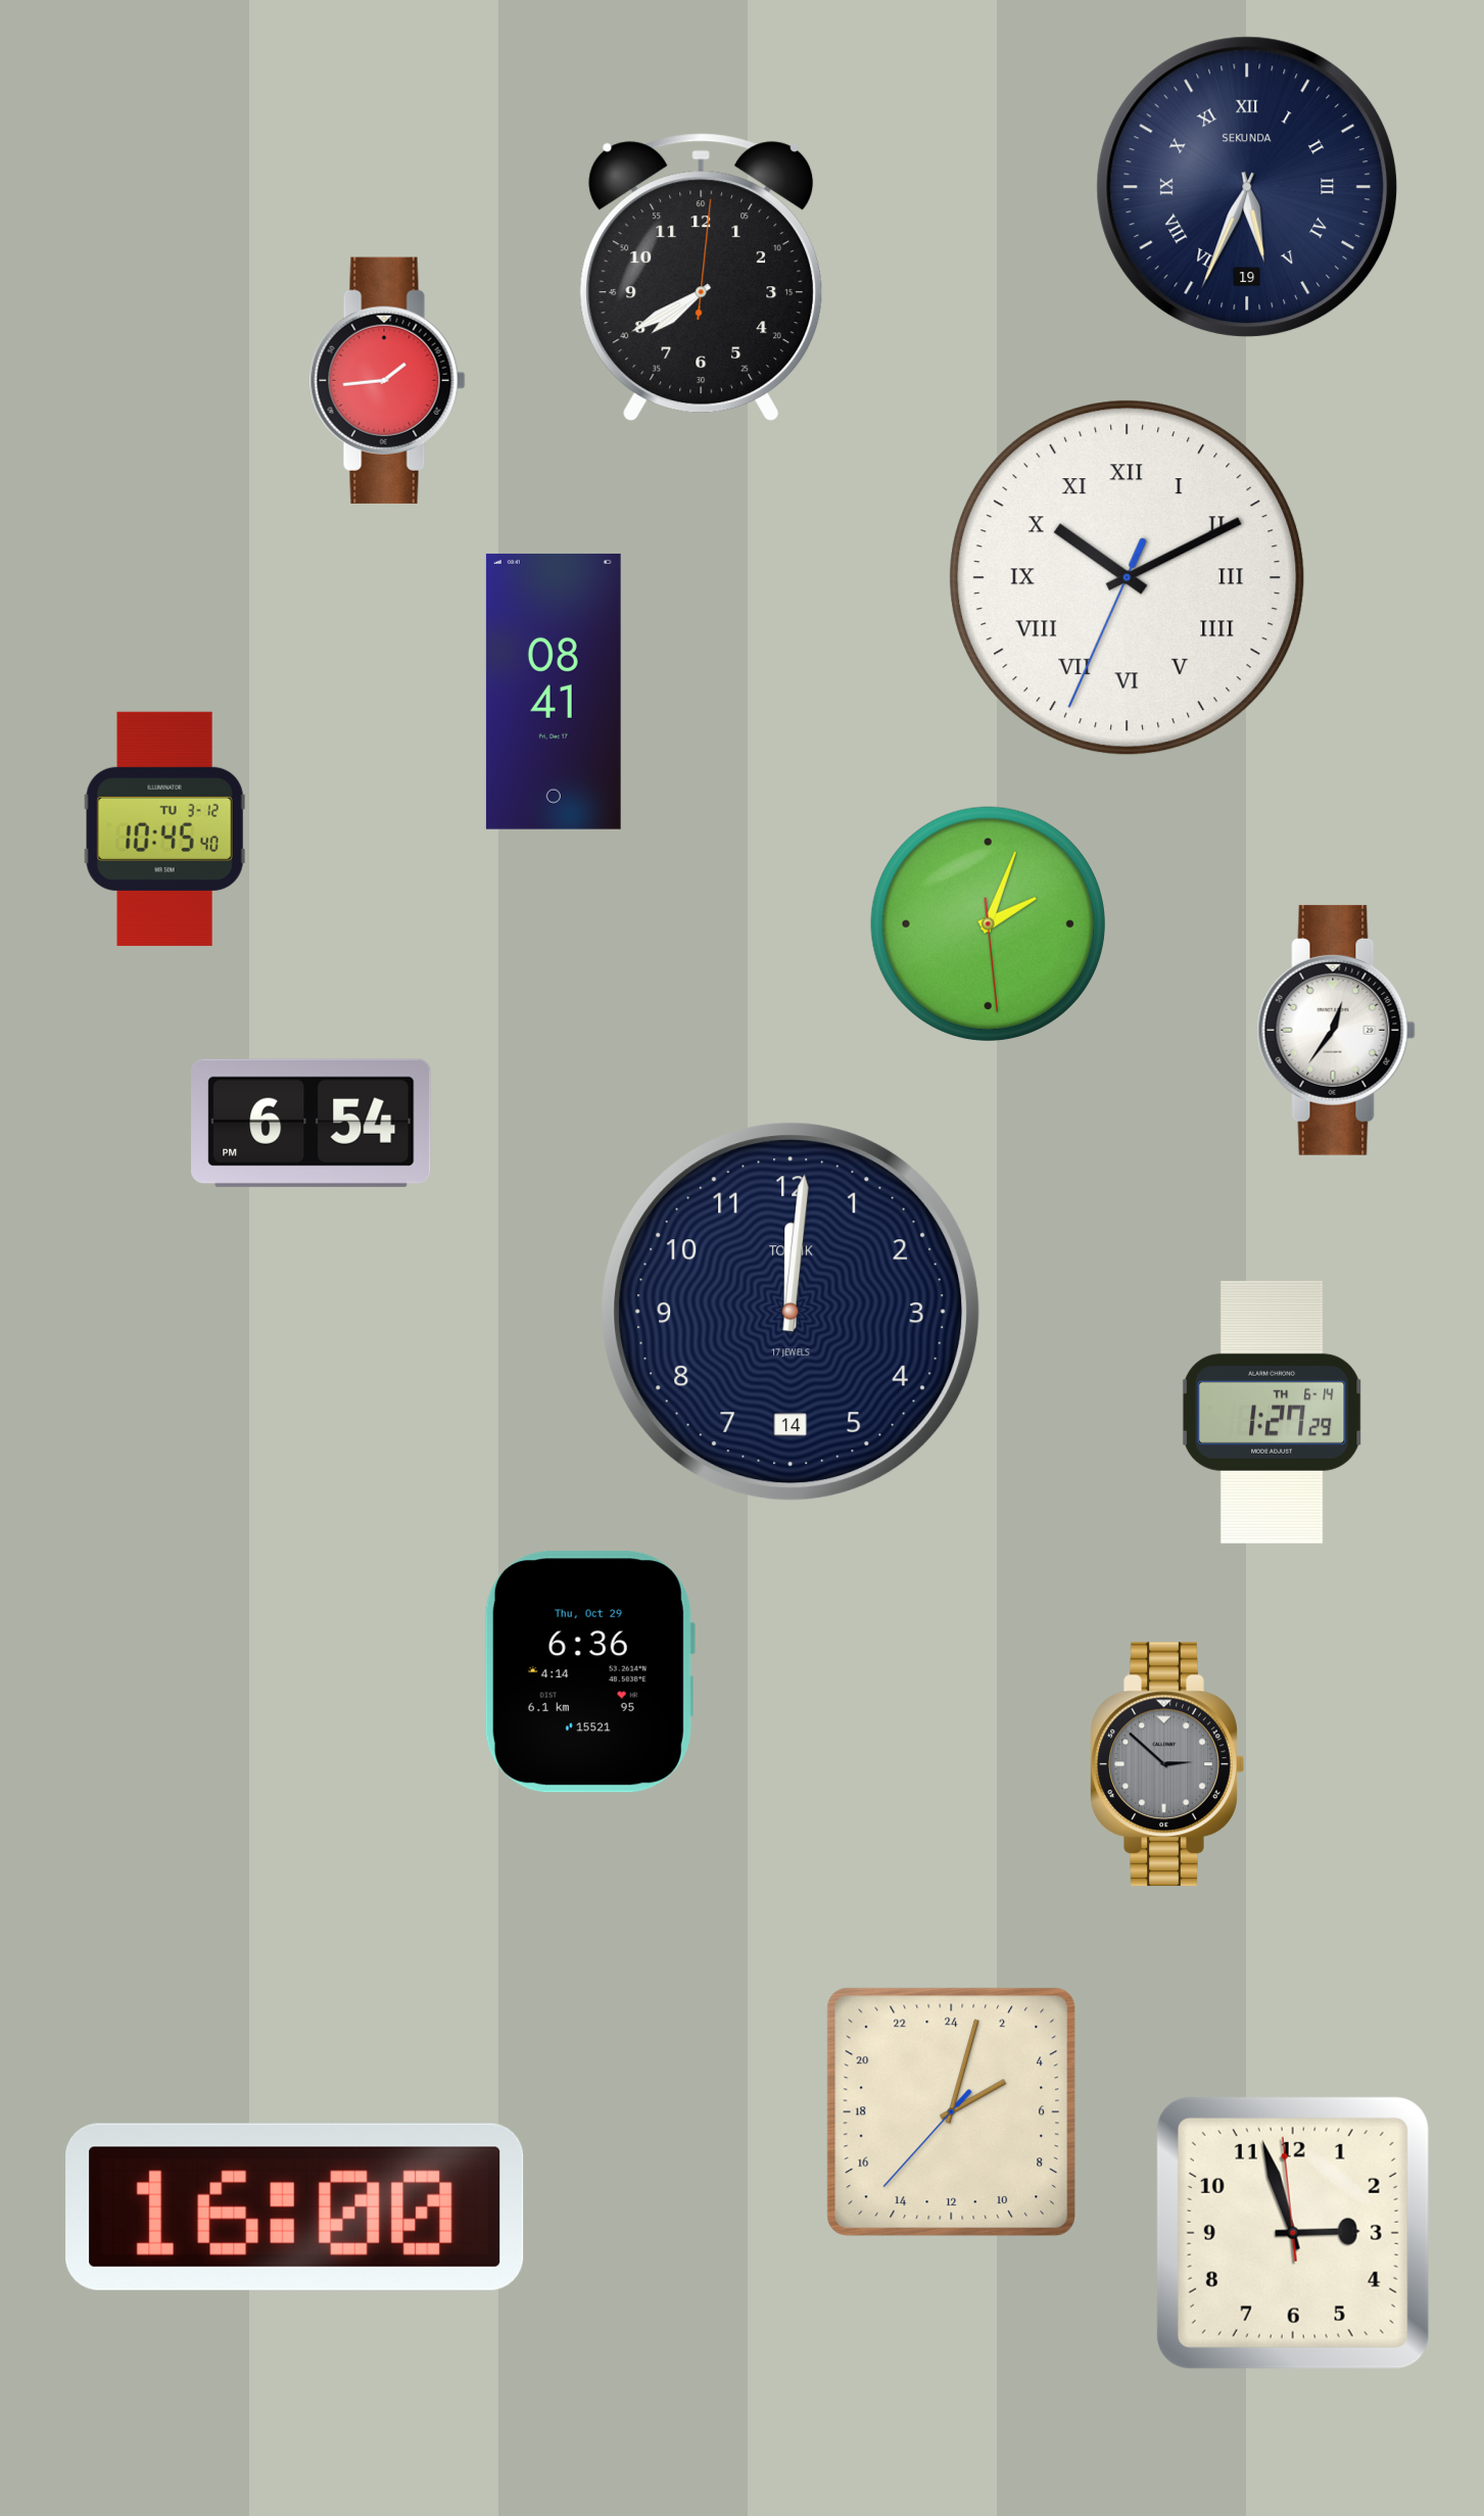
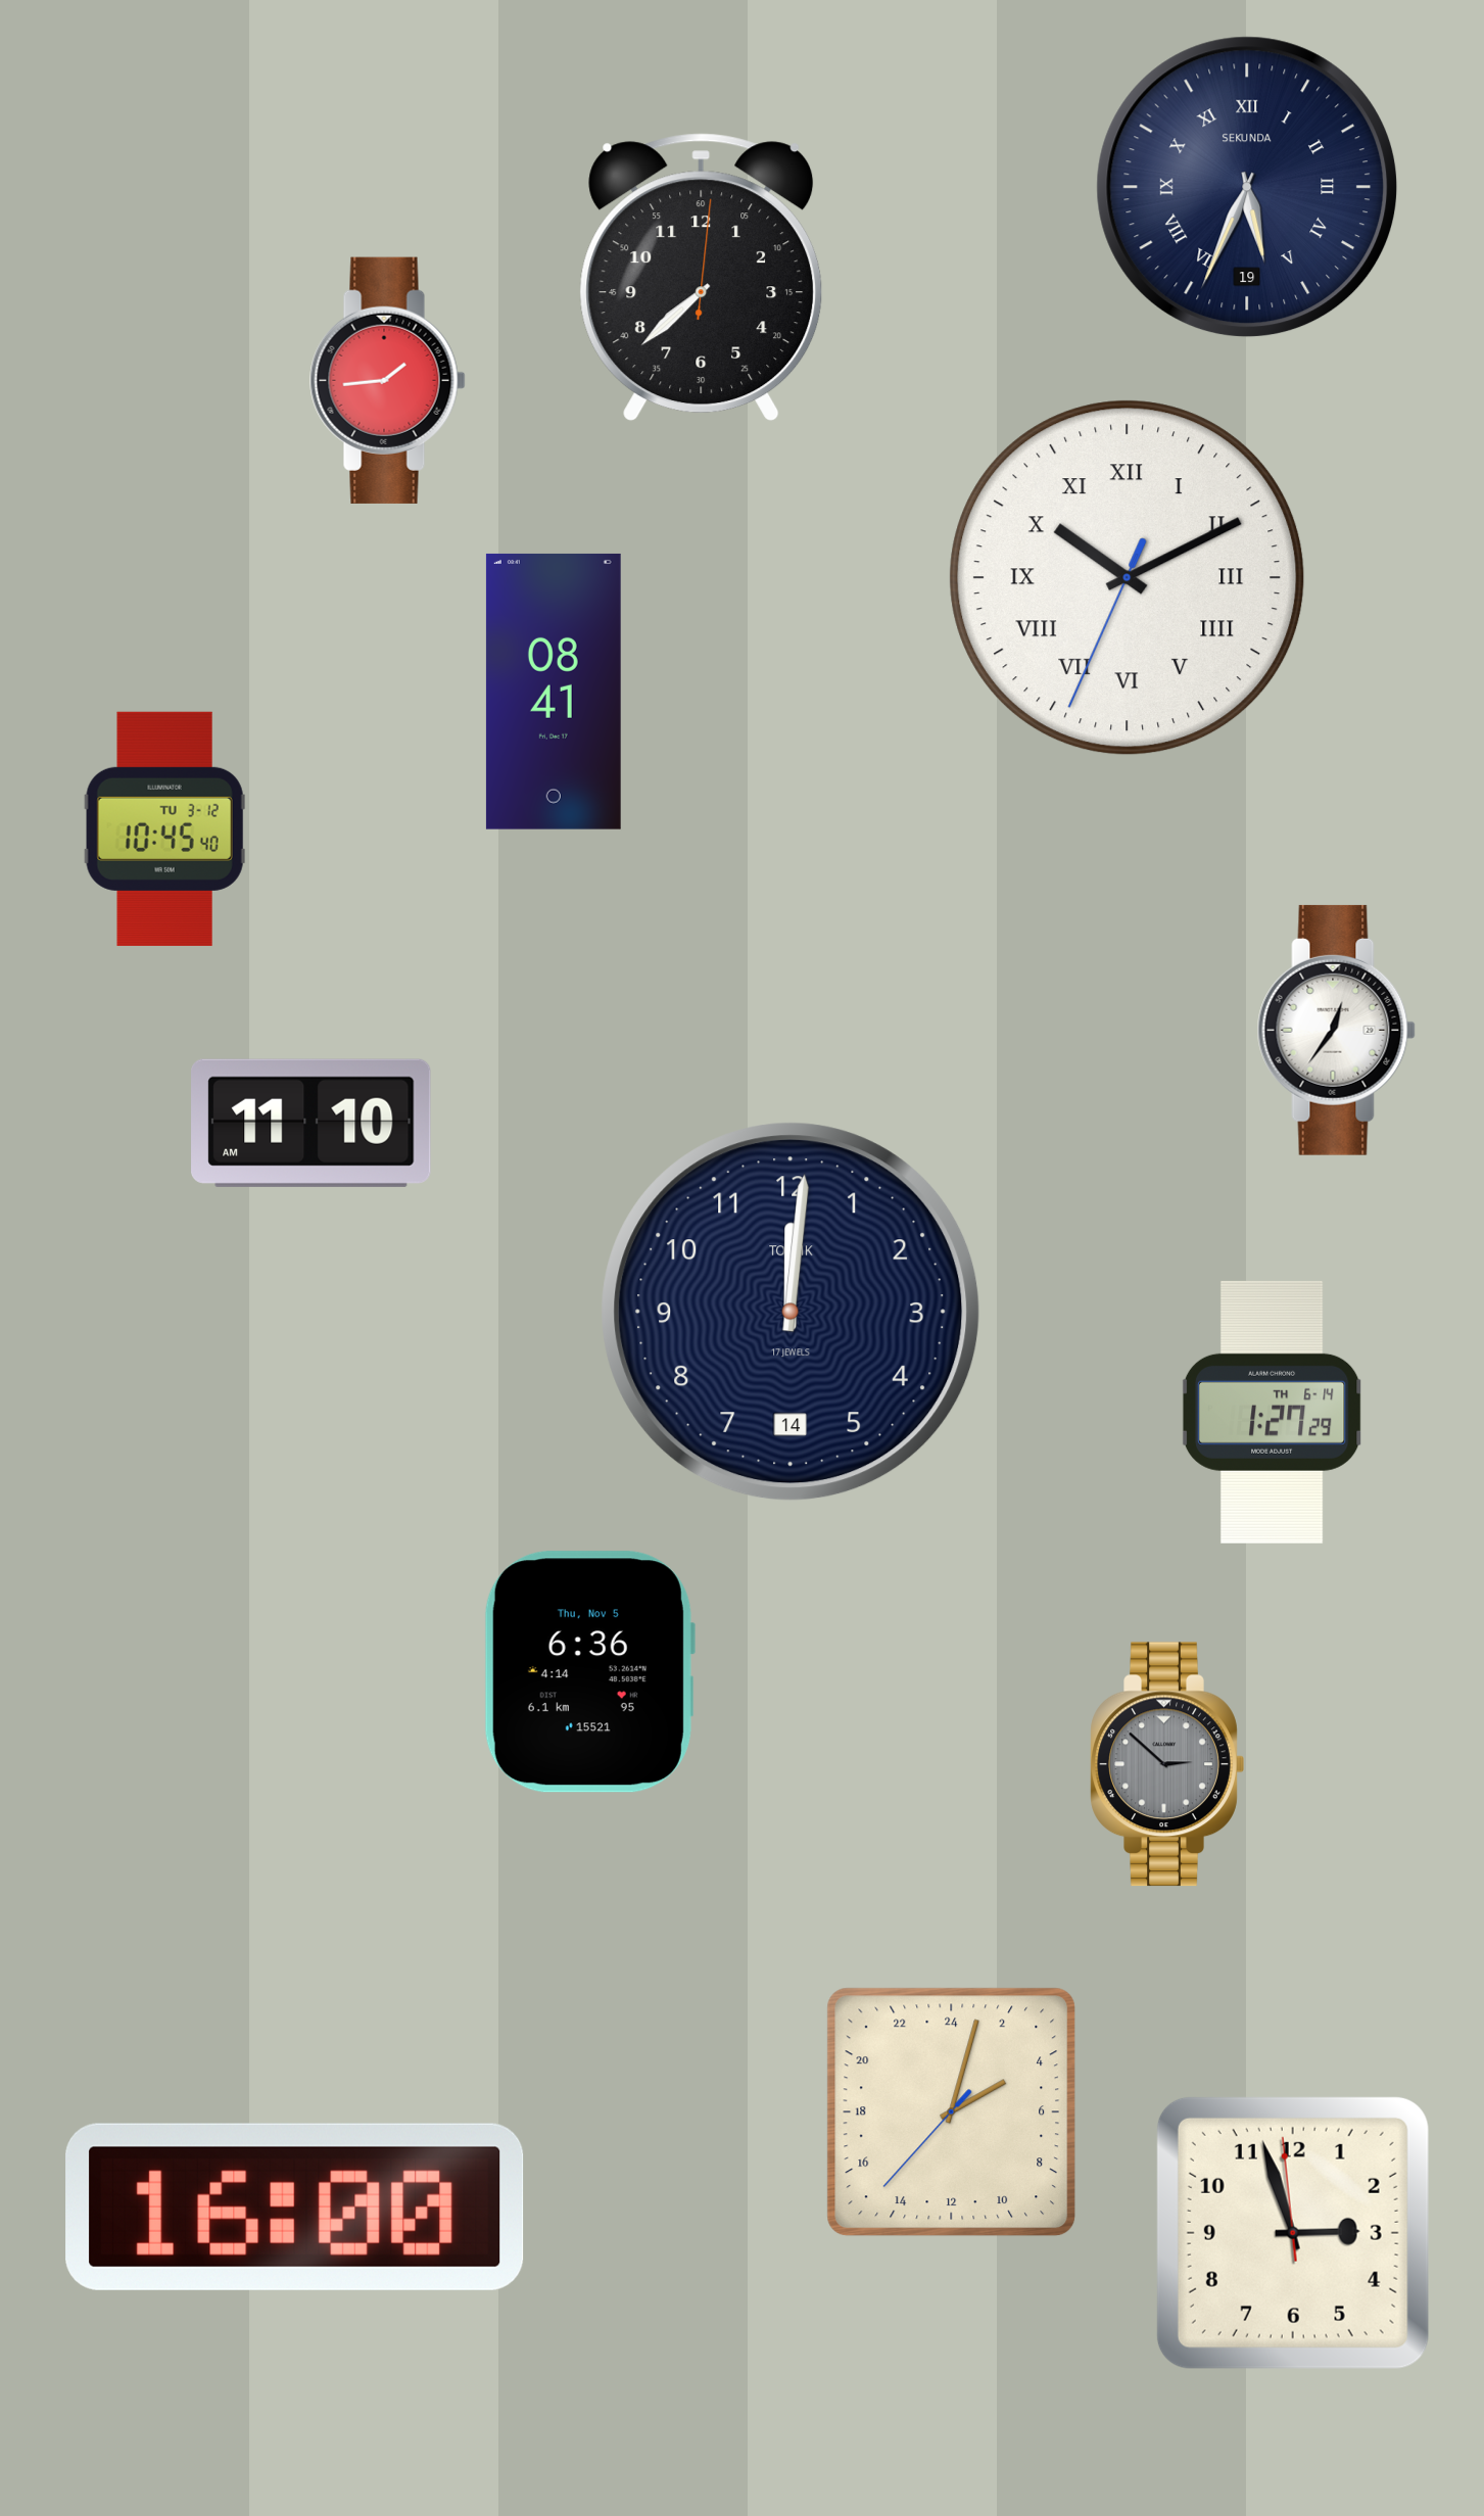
clock at (702, 278): 7:40 -> 7:38
clock at (988, 923): 2:03 -> none
clock at (312, 1123): 6:54 -> 11:10
clock at (589, 1672) date: Thu, Oct 29 -> Thu, Nov 5
